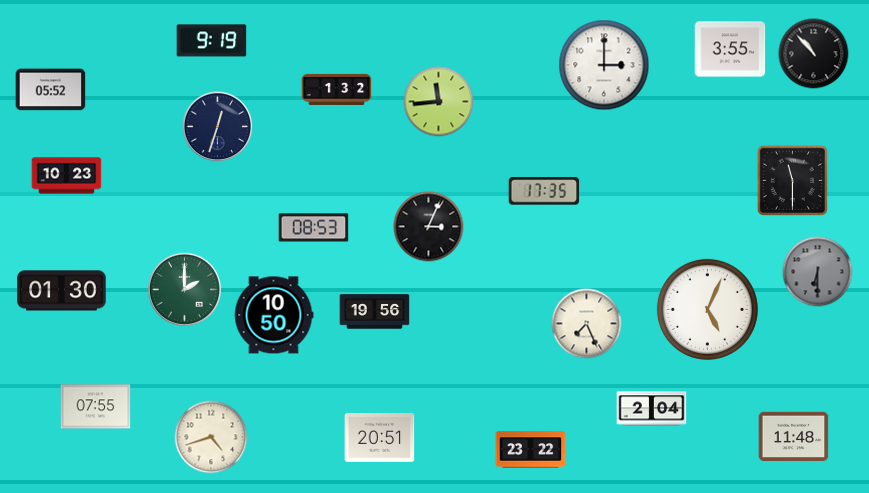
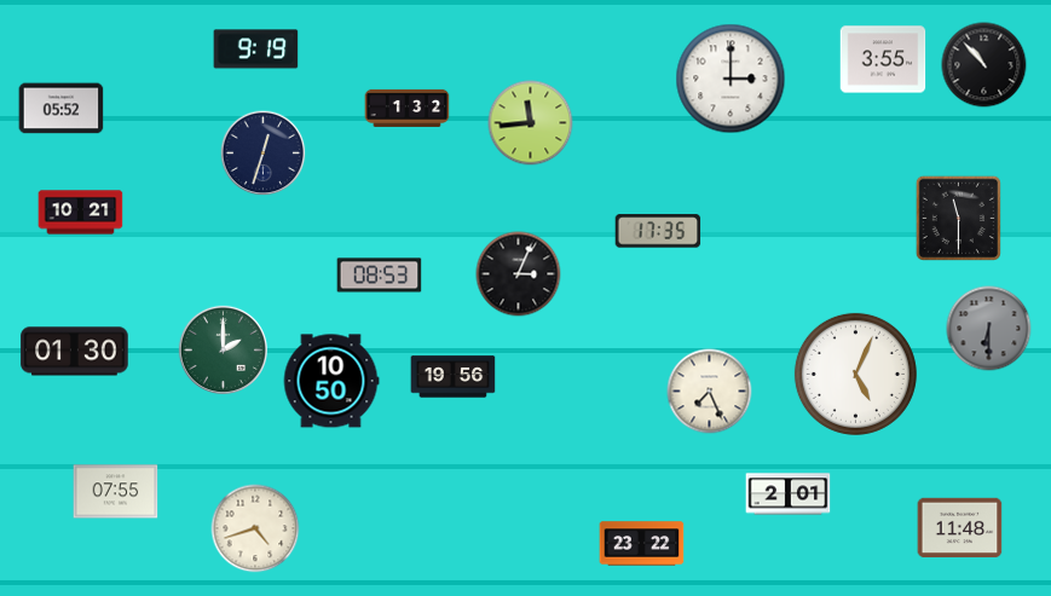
clock at (67, 176): 10:23 -> 10:21
clock at (652, 409): 2:04 -> 2:01
clock at (380, 438): 20:51 -> none
